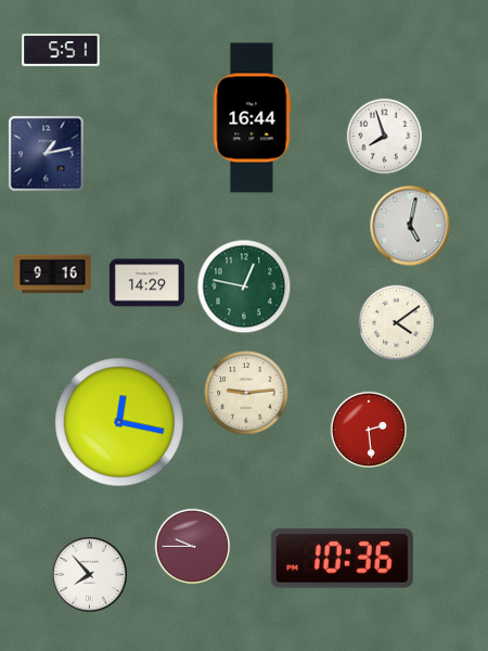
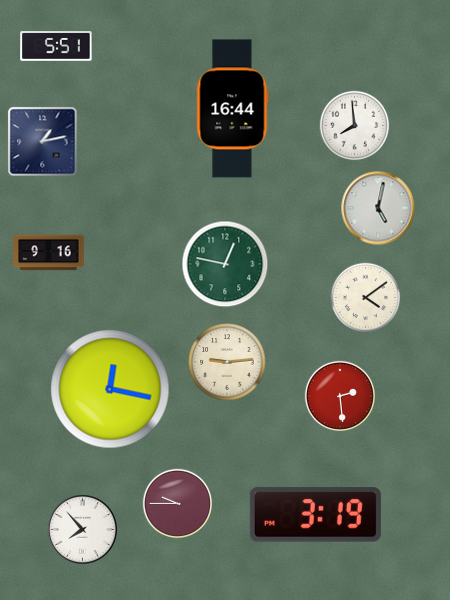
clock at (385, 137): 7:57 -> 7:59
clock at (146, 283): 14:29 -> none
clock at (342, 559): 10:36 -> 3:19
